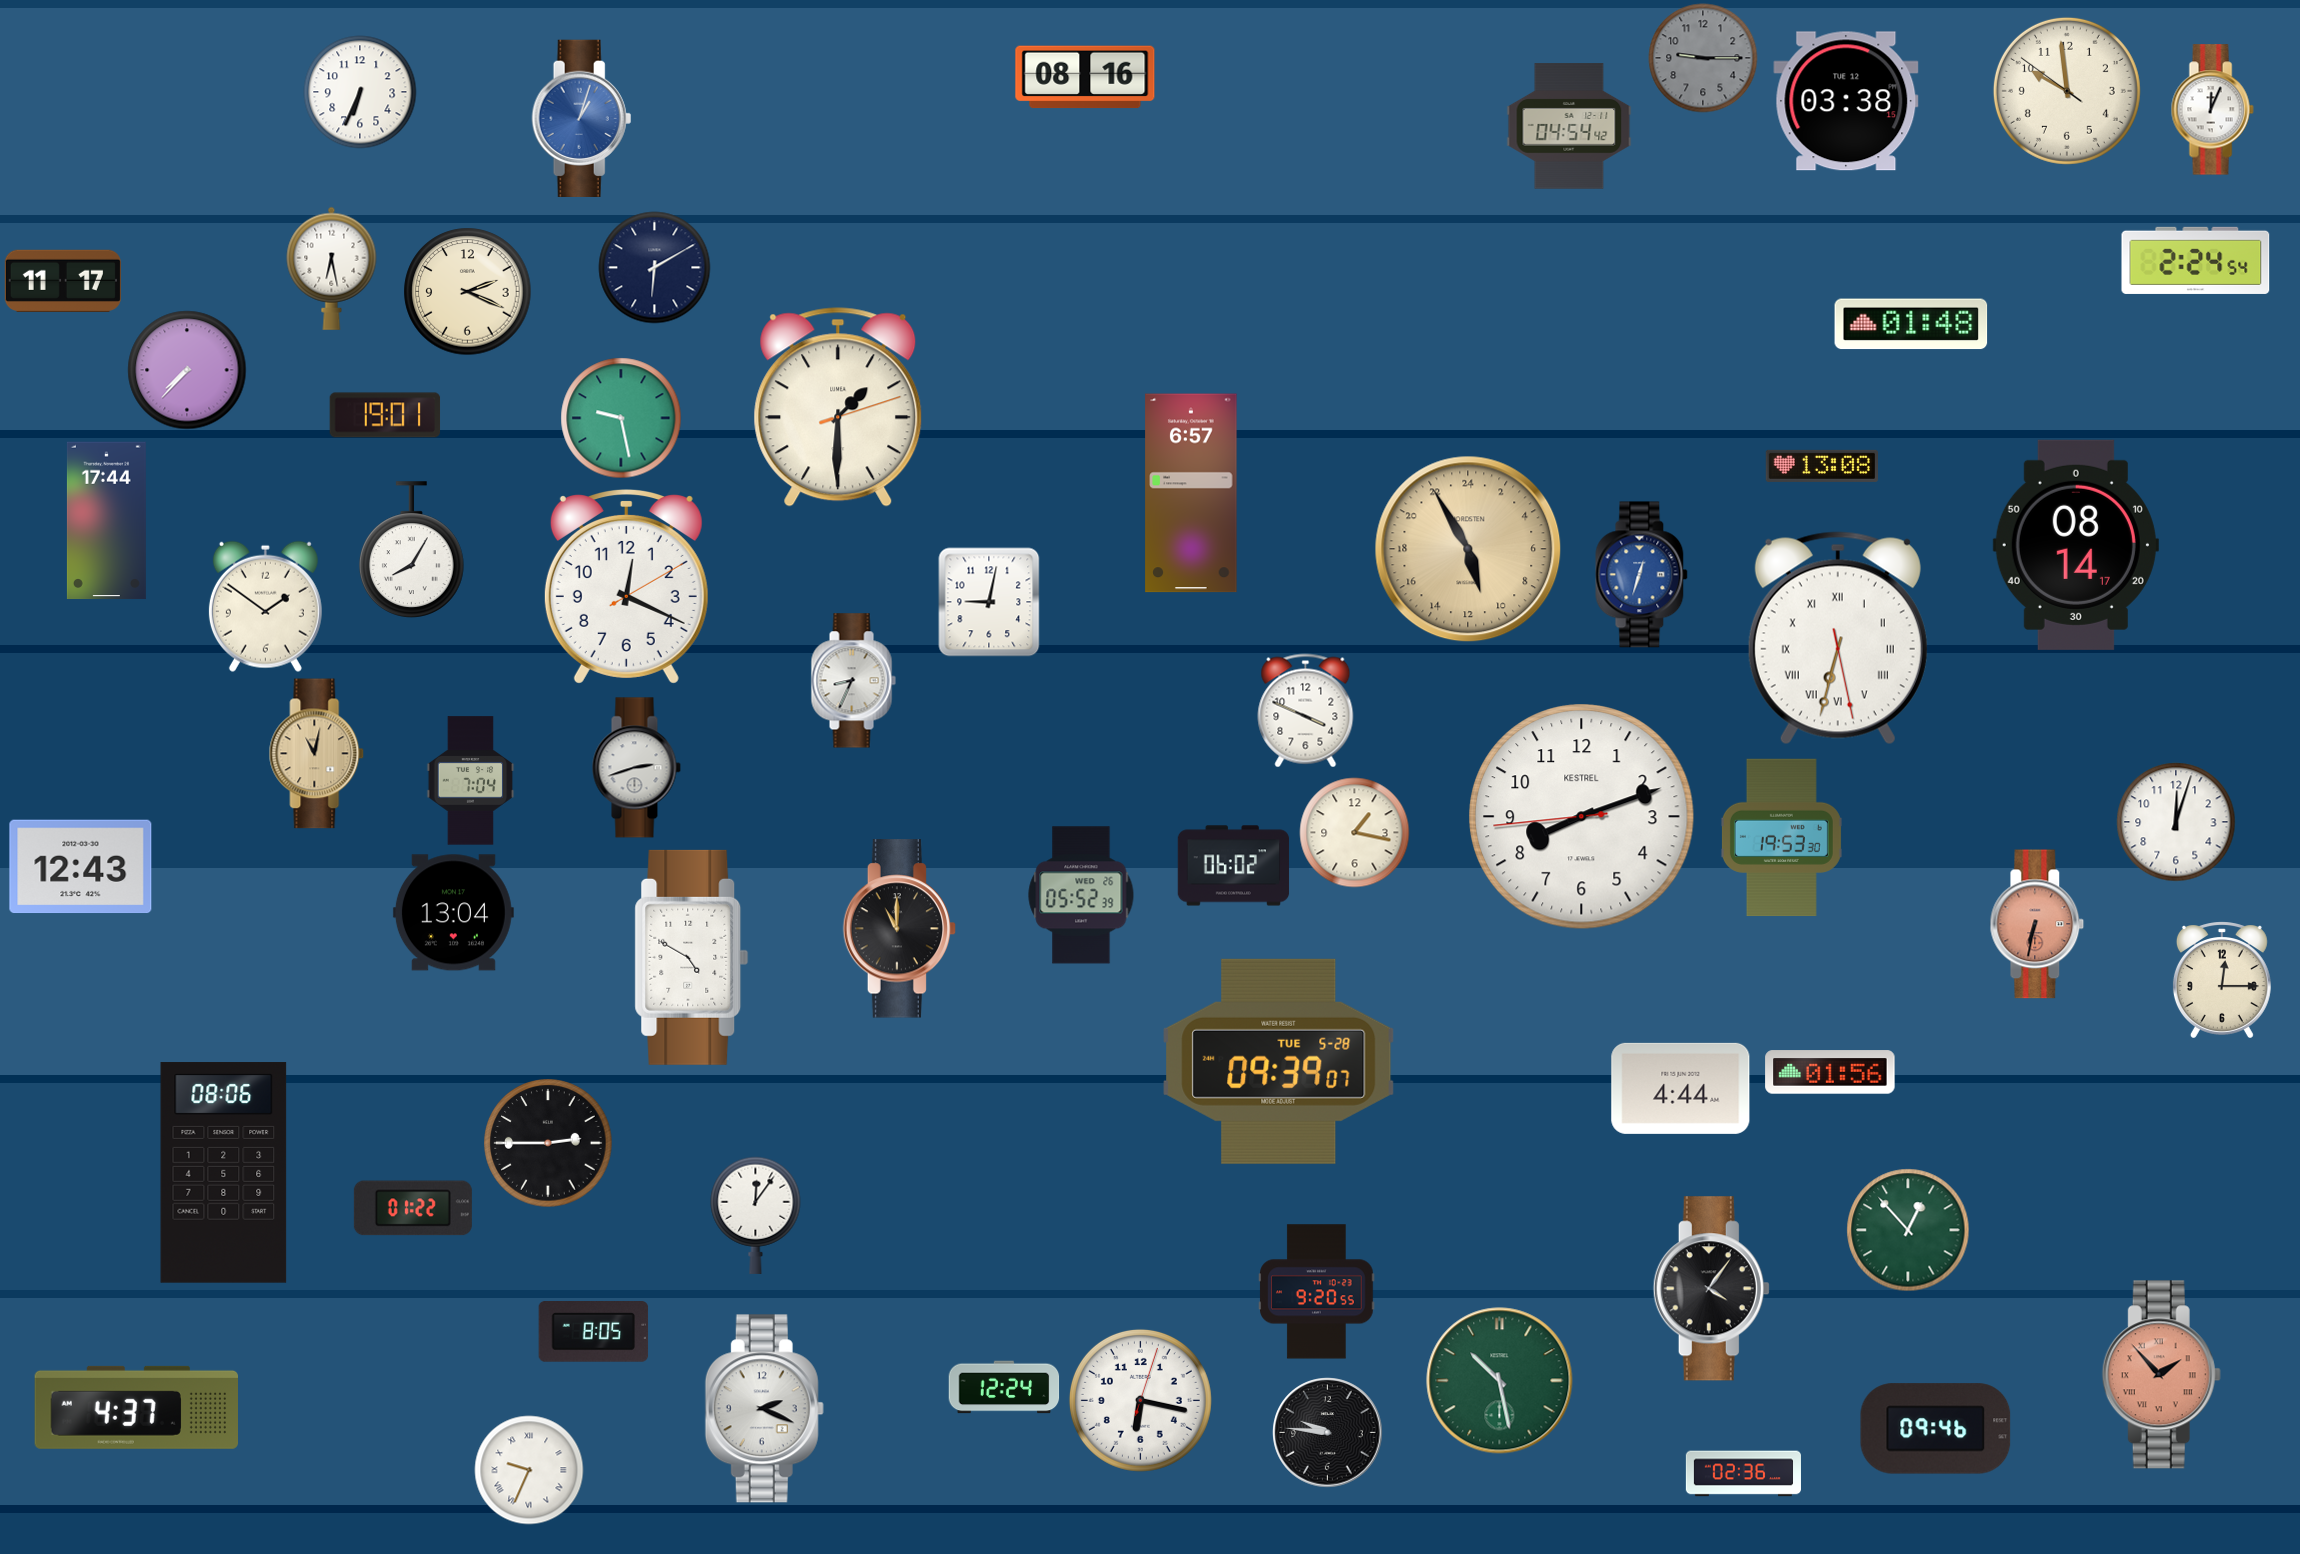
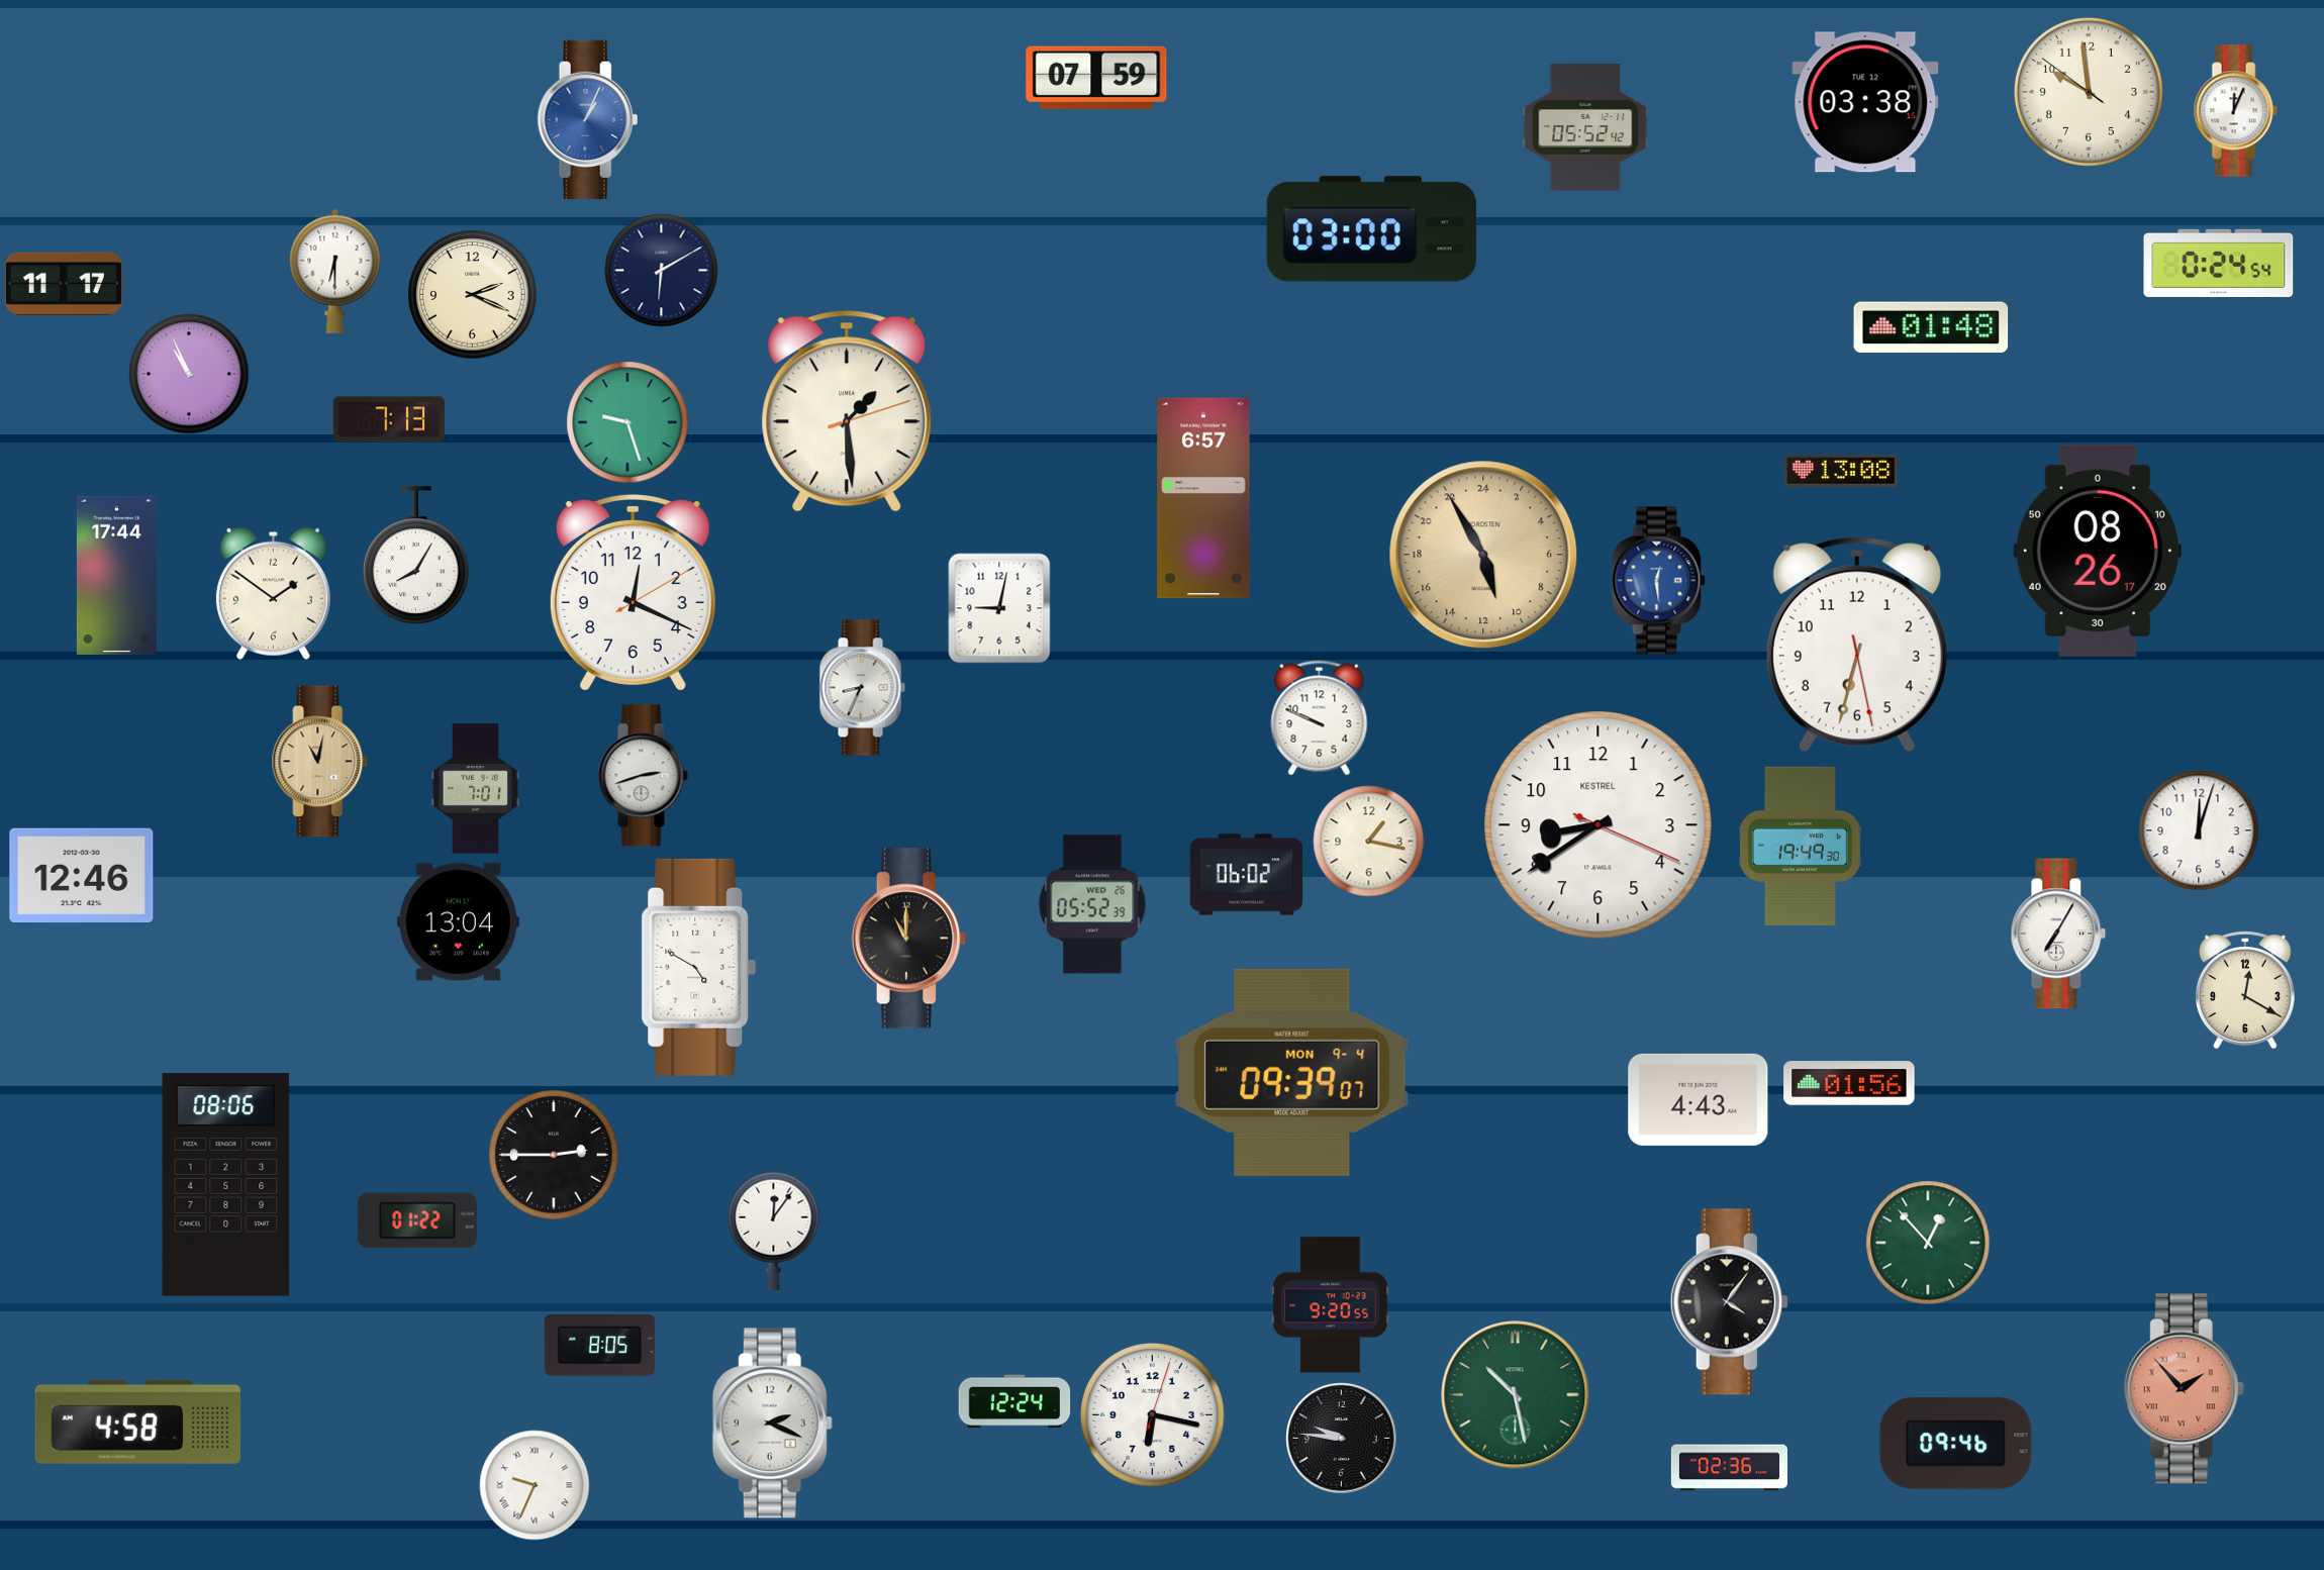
clock at (1703, 58): 9:15 -> none
clock at (1085, 77): 08:16 -> 07:59
clock at (360, 92): 6:34 -> none
clock at (582, 118): 1:03 -> 1:04
clock at (1569, 126): 04:54 -> 05:52
clock at (1371, 229): none -> 03:00
clock at (2196, 260): 2:24 -> 0:24
clock at (332, 268): 6:28 -> 6:30
clock at (187, 370): 7:37 -> 10:56
clock at (838, 407): 1:30 -> 1:29
clock at (385, 415): 19:01 -> 7:13
clock at (621, 418): 9:28 -> 9:27
clock at (106, 521) position: (106, 521) -> (116, 576)
clock at (2076, 545): 08:14 -> 08:26
clock at (1642, 575): 12:33 -> 12:29
clock at (265, 606) position: (265, 606) -> (273, 593)
clock at (1838, 638) numerals: Roman -> Arabic
clock at (1306, 711): 3:49 -> 9:49
clock at (471, 781): 7:04 -> 7:01
clock at (1582, 817): 8:11 -> 8:39
clock at (1781, 838): 19:53 -> 19:49
clock at (81, 867): 12:43 -> 12:46
clock at (2037, 924): 6:32 -> 7:05
clock at (2037, 924) dial: salmon -> white
clock at (2222, 980): 12:15 -> 12:20
clock at (1279, 1061) date: TUE 5-28 -> MON 9-4
clock at (1681, 1088): 4:44 -> 4:43
clock at (756, 1215) position: (756, 1215) -> (774, 1231)
clock at (136, 1407): 4:37 -> 4:58
clock at (1328, 1433) position: (1328, 1433) -> (1342, 1439)
clock at (1743, 1474) position: (1743, 1474) -> (1729, 1468)
